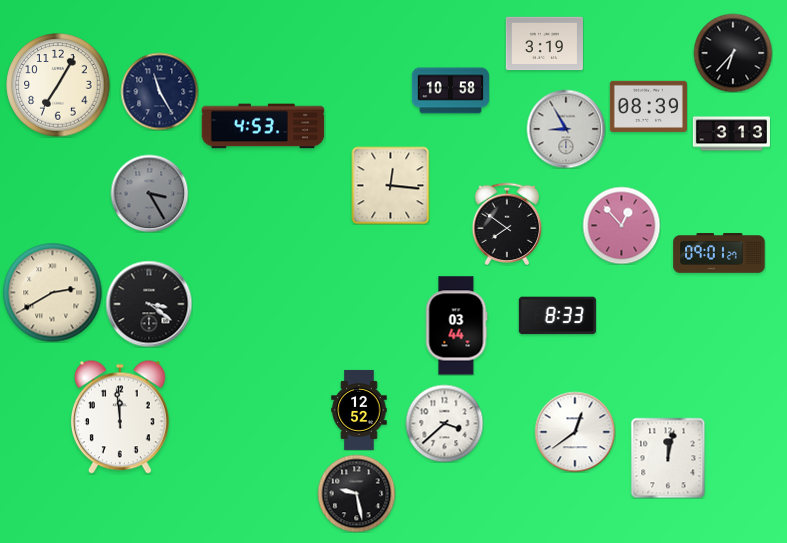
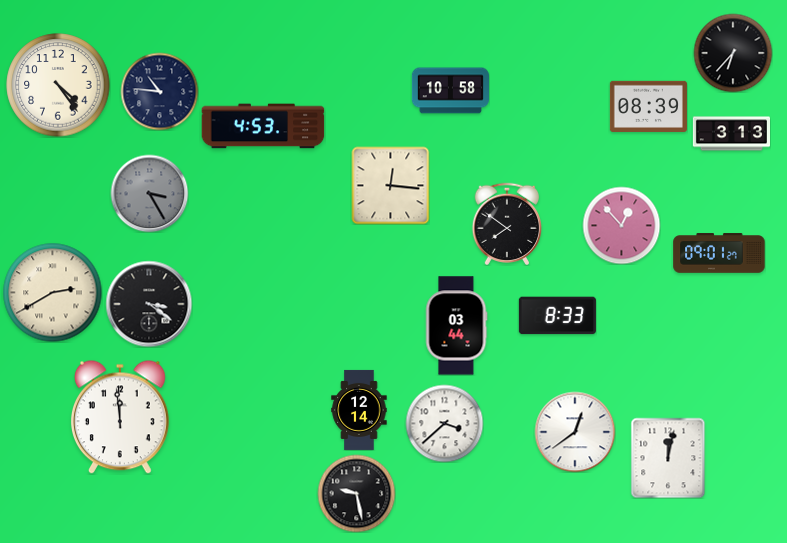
clock at (544, 44): 3:19 -> none
clock at (58, 85): 7:05 -> 4:24
clock at (159, 91): 11:25 -> 10:46
clock at (566, 129): 8:55 -> none
clock at (359, 410): 12:52 -> 12:14
